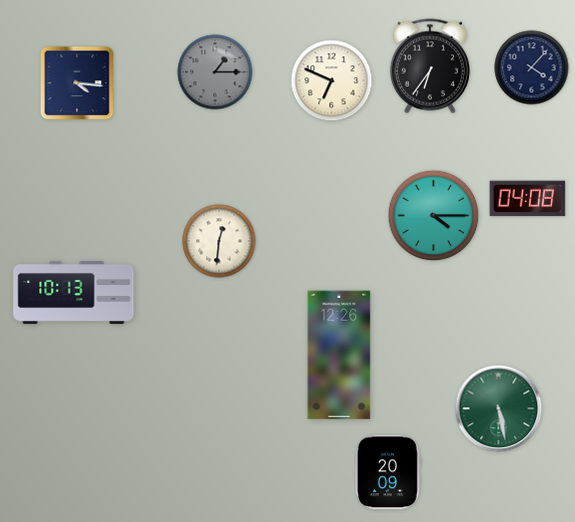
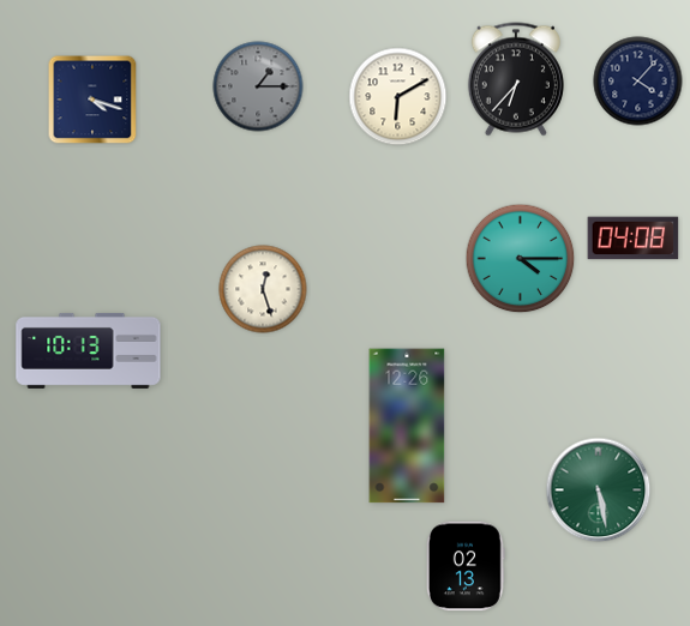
clock at (430, 66): 6:36 -> 6:37
clock at (332, 81): 6:49 -> 6:10
clock at (77, 83): 4:16 -> 4:18
clock at (219, 241): 12:31 -> 12:27
clock at (388, 472): 20:09 -> 02:13
